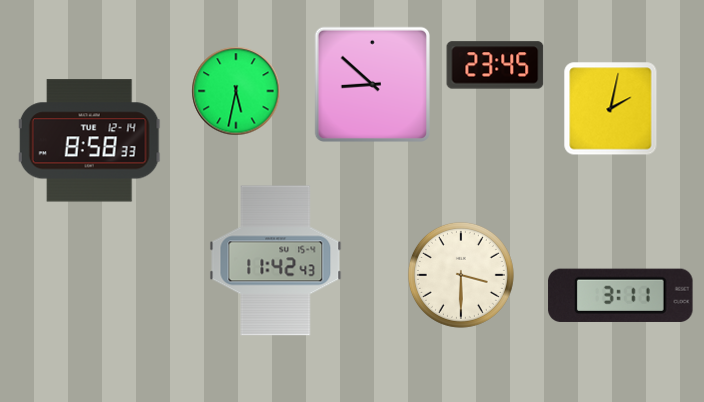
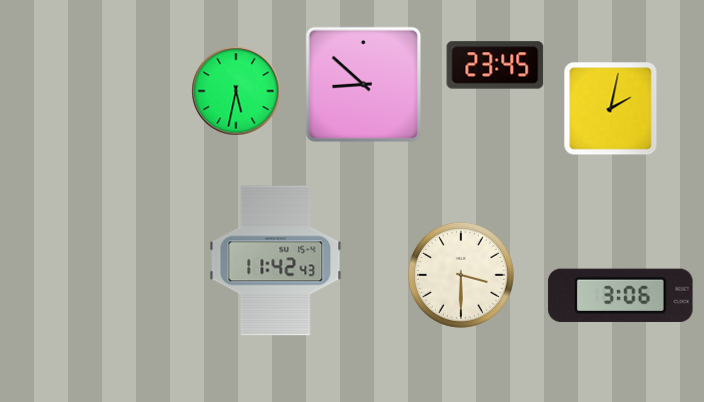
clock at (372, 84) position: (372, 84) -> (363, 84)
clock at (90, 141): 8:58 -> none
clock at (621, 295): 3:11 -> 3:06
